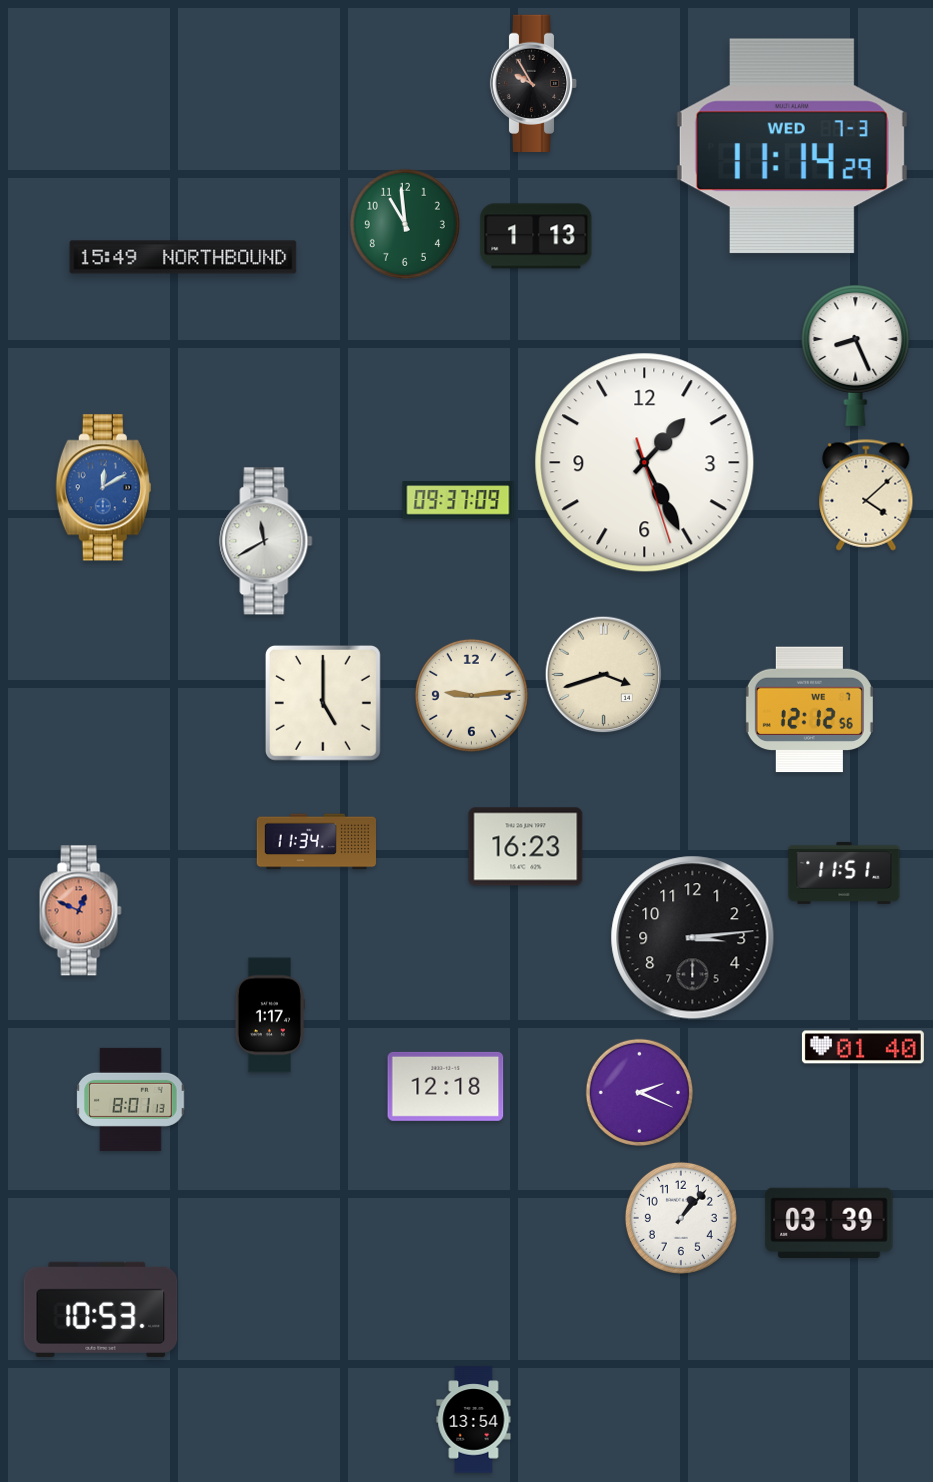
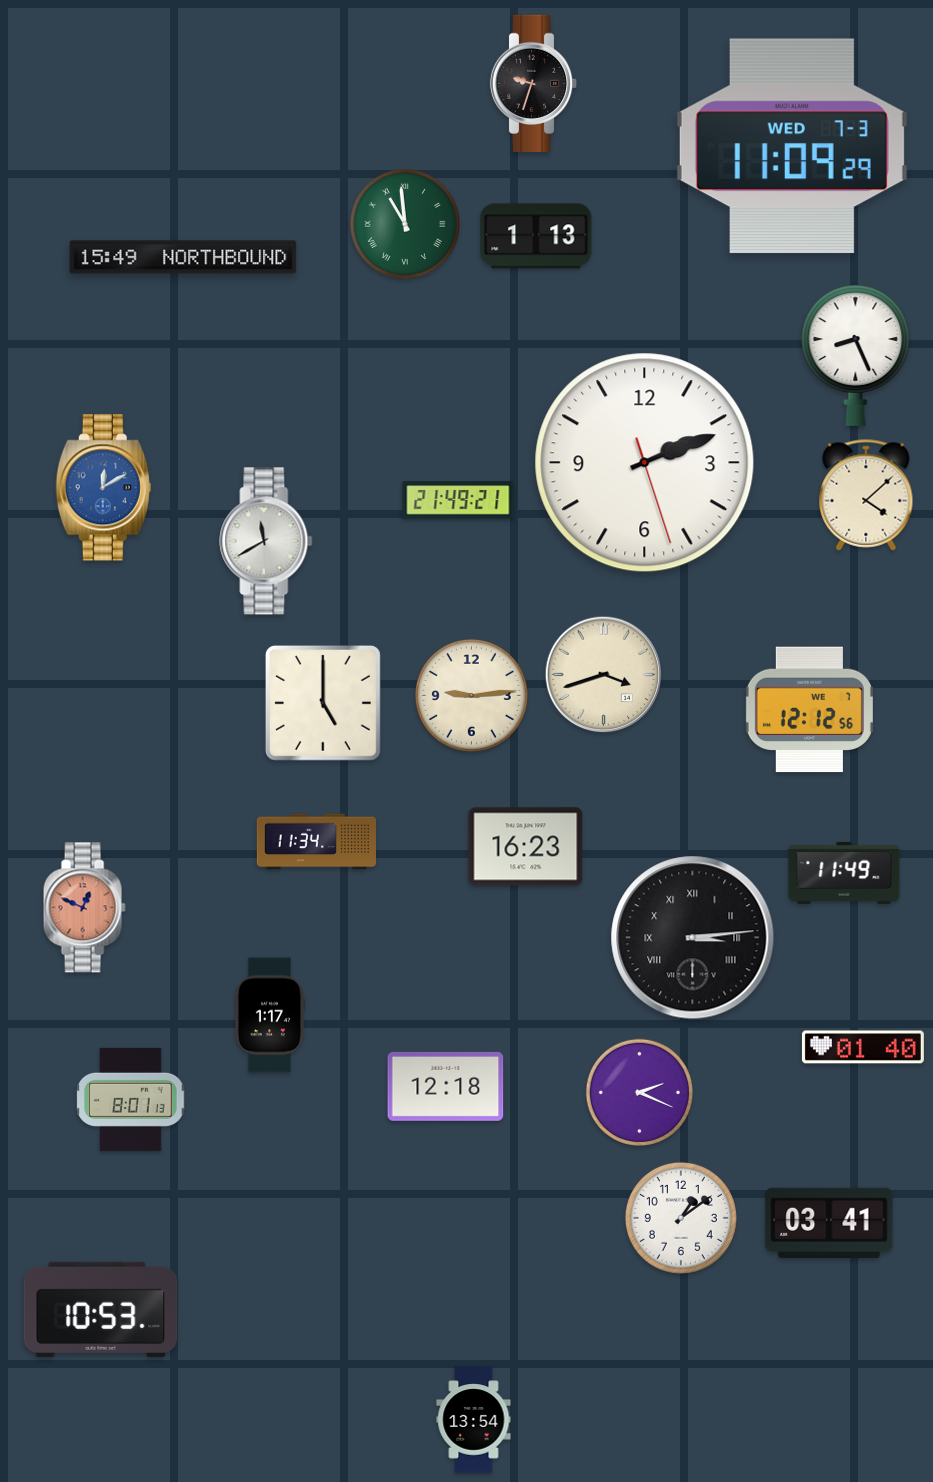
clock at (534, 83): 9:55 -> 9:33
clock at (792, 146): 11:14 -> 11:09
clock at (405, 224) numerals: Arabic -> Roman
clock at (645, 463): 1:25 -> 2:11
clock at (458, 500): 09:37 -> 21:49
clock at (844, 873): 11:51 -> 11:49
clock at (80, 911) position: (80, 911) -> (84, 908)
clock at (693, 938) numerals: Arabic -> Roman
clock at (681, 1218): 1:07 -> 1:09
clock at (829, 1222): 03:39 -> 03:41
